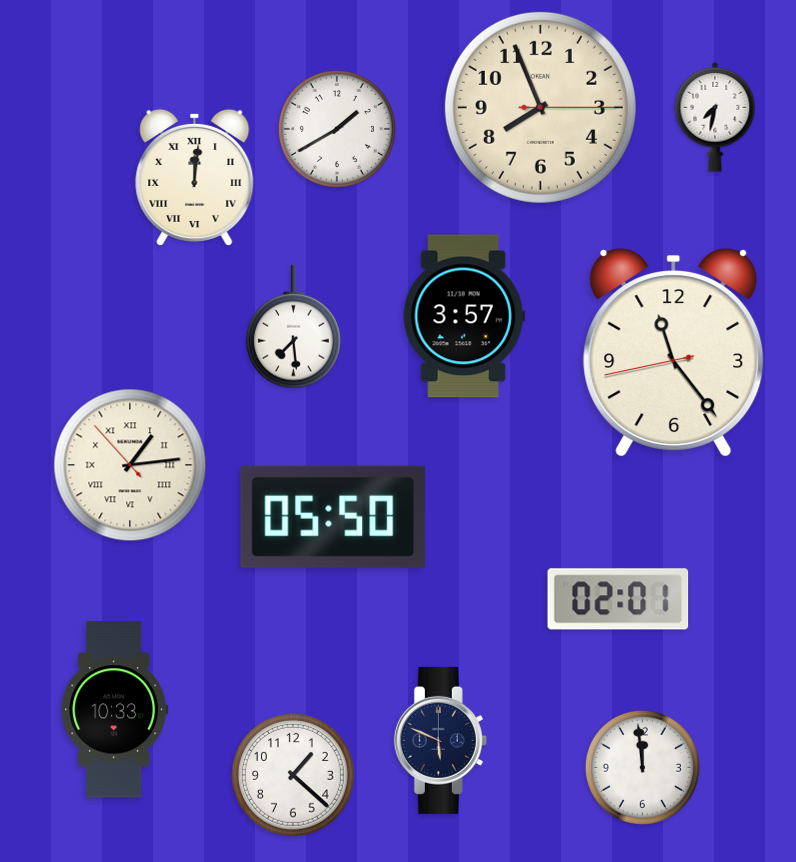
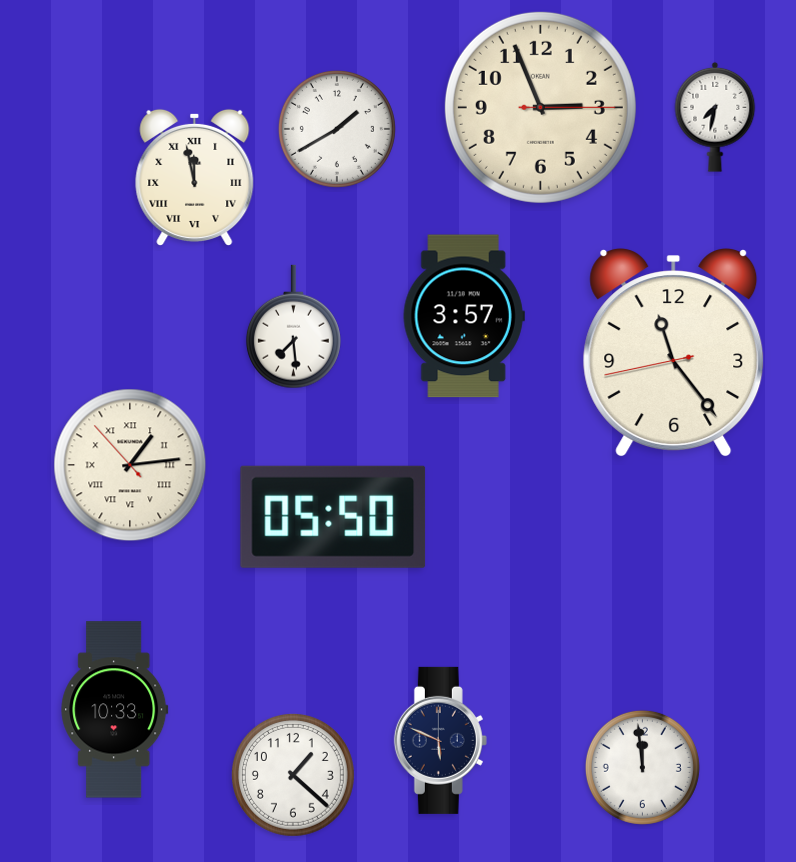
clock at (540, 107): 7:56 -> 2:56
clock at (195, 177): 12:01 -> 11:58
clock at (618, 599): 02:01 -> none
